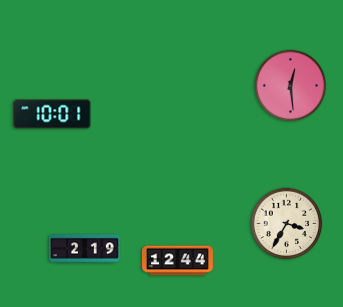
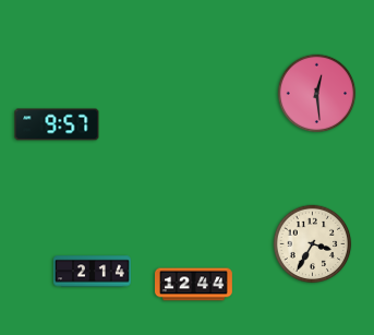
clock at (52, 114): 10:01 -> 9:57
clock at (85, 249): 2:19 -> 2:14
